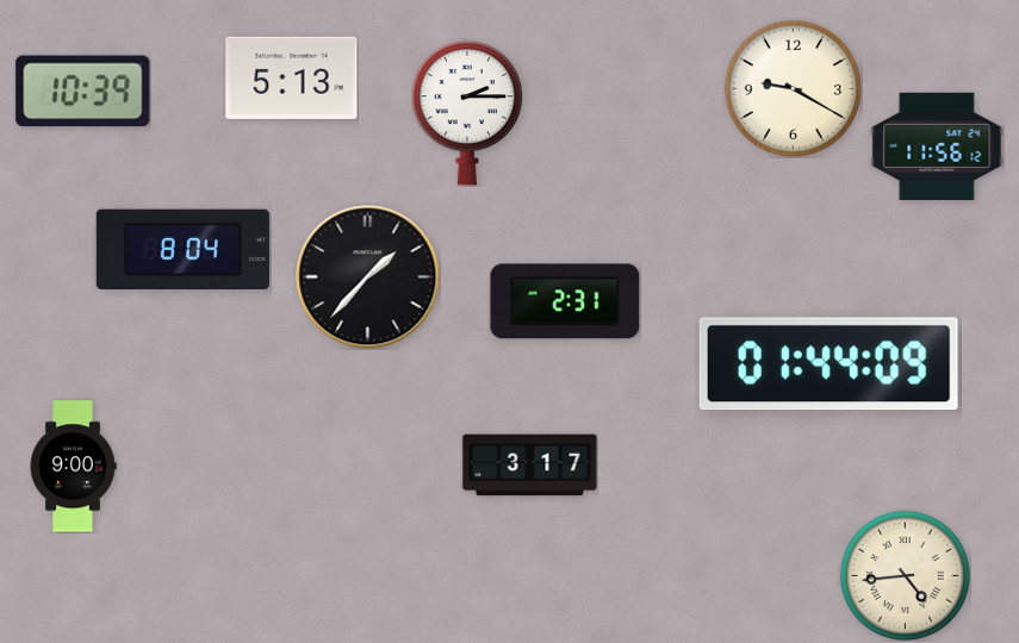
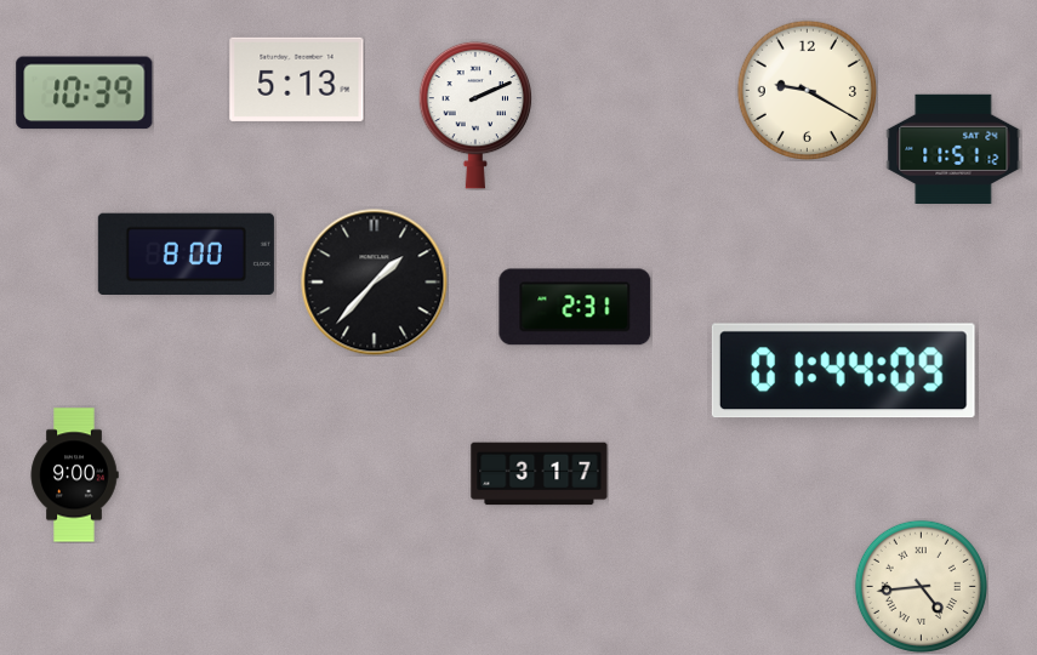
clock at (467, 113): 2:15 -> 2:11
clock at (937, 145): 11:56 -> 11:51
clock at (182, 249): 8:04 -> 8:00
